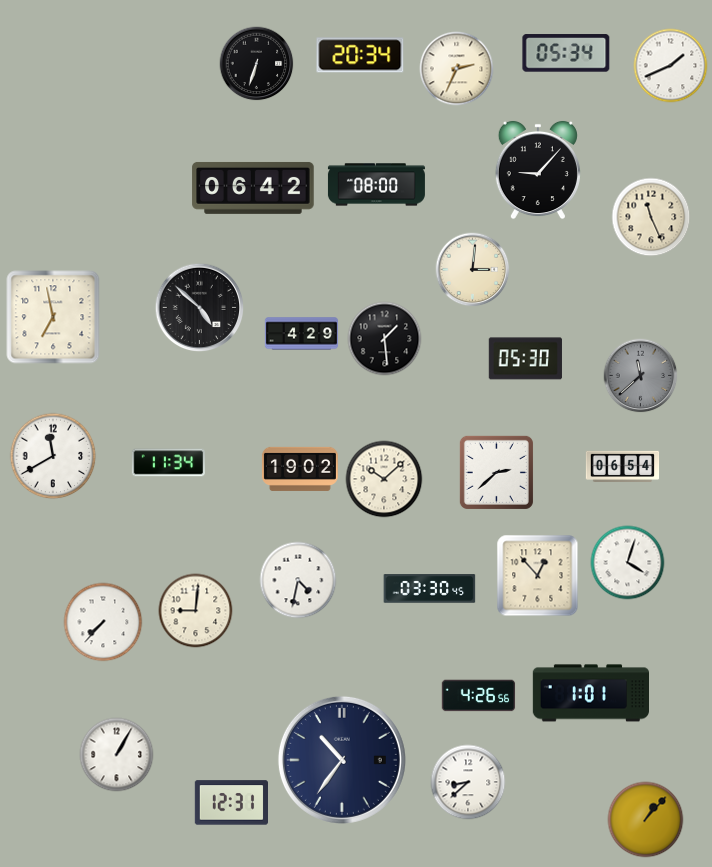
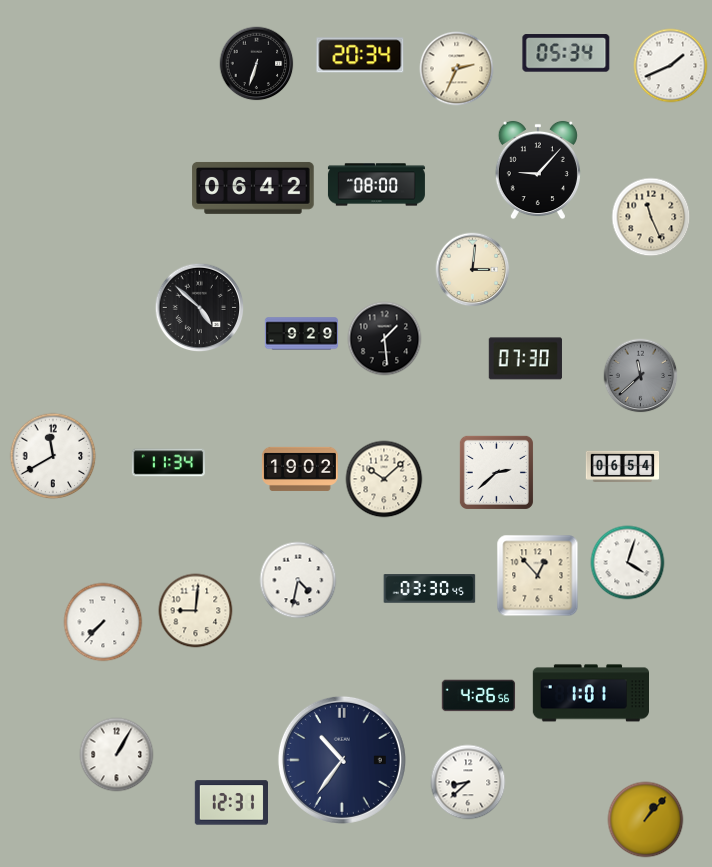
clock at (53, 317): 6:58 -> none
clock at (302, 334): 4:29 -> 9:29
clock at (525, 359): 05:30 -> 07:30
